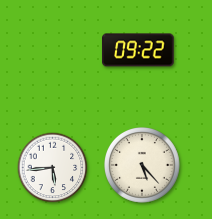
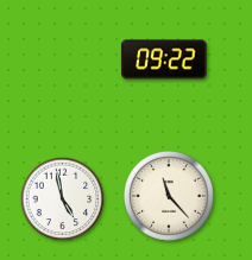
clock at (143, 166): 5:23 -> 11:23
clock at (53, 168): 5:44 -> 4:58
